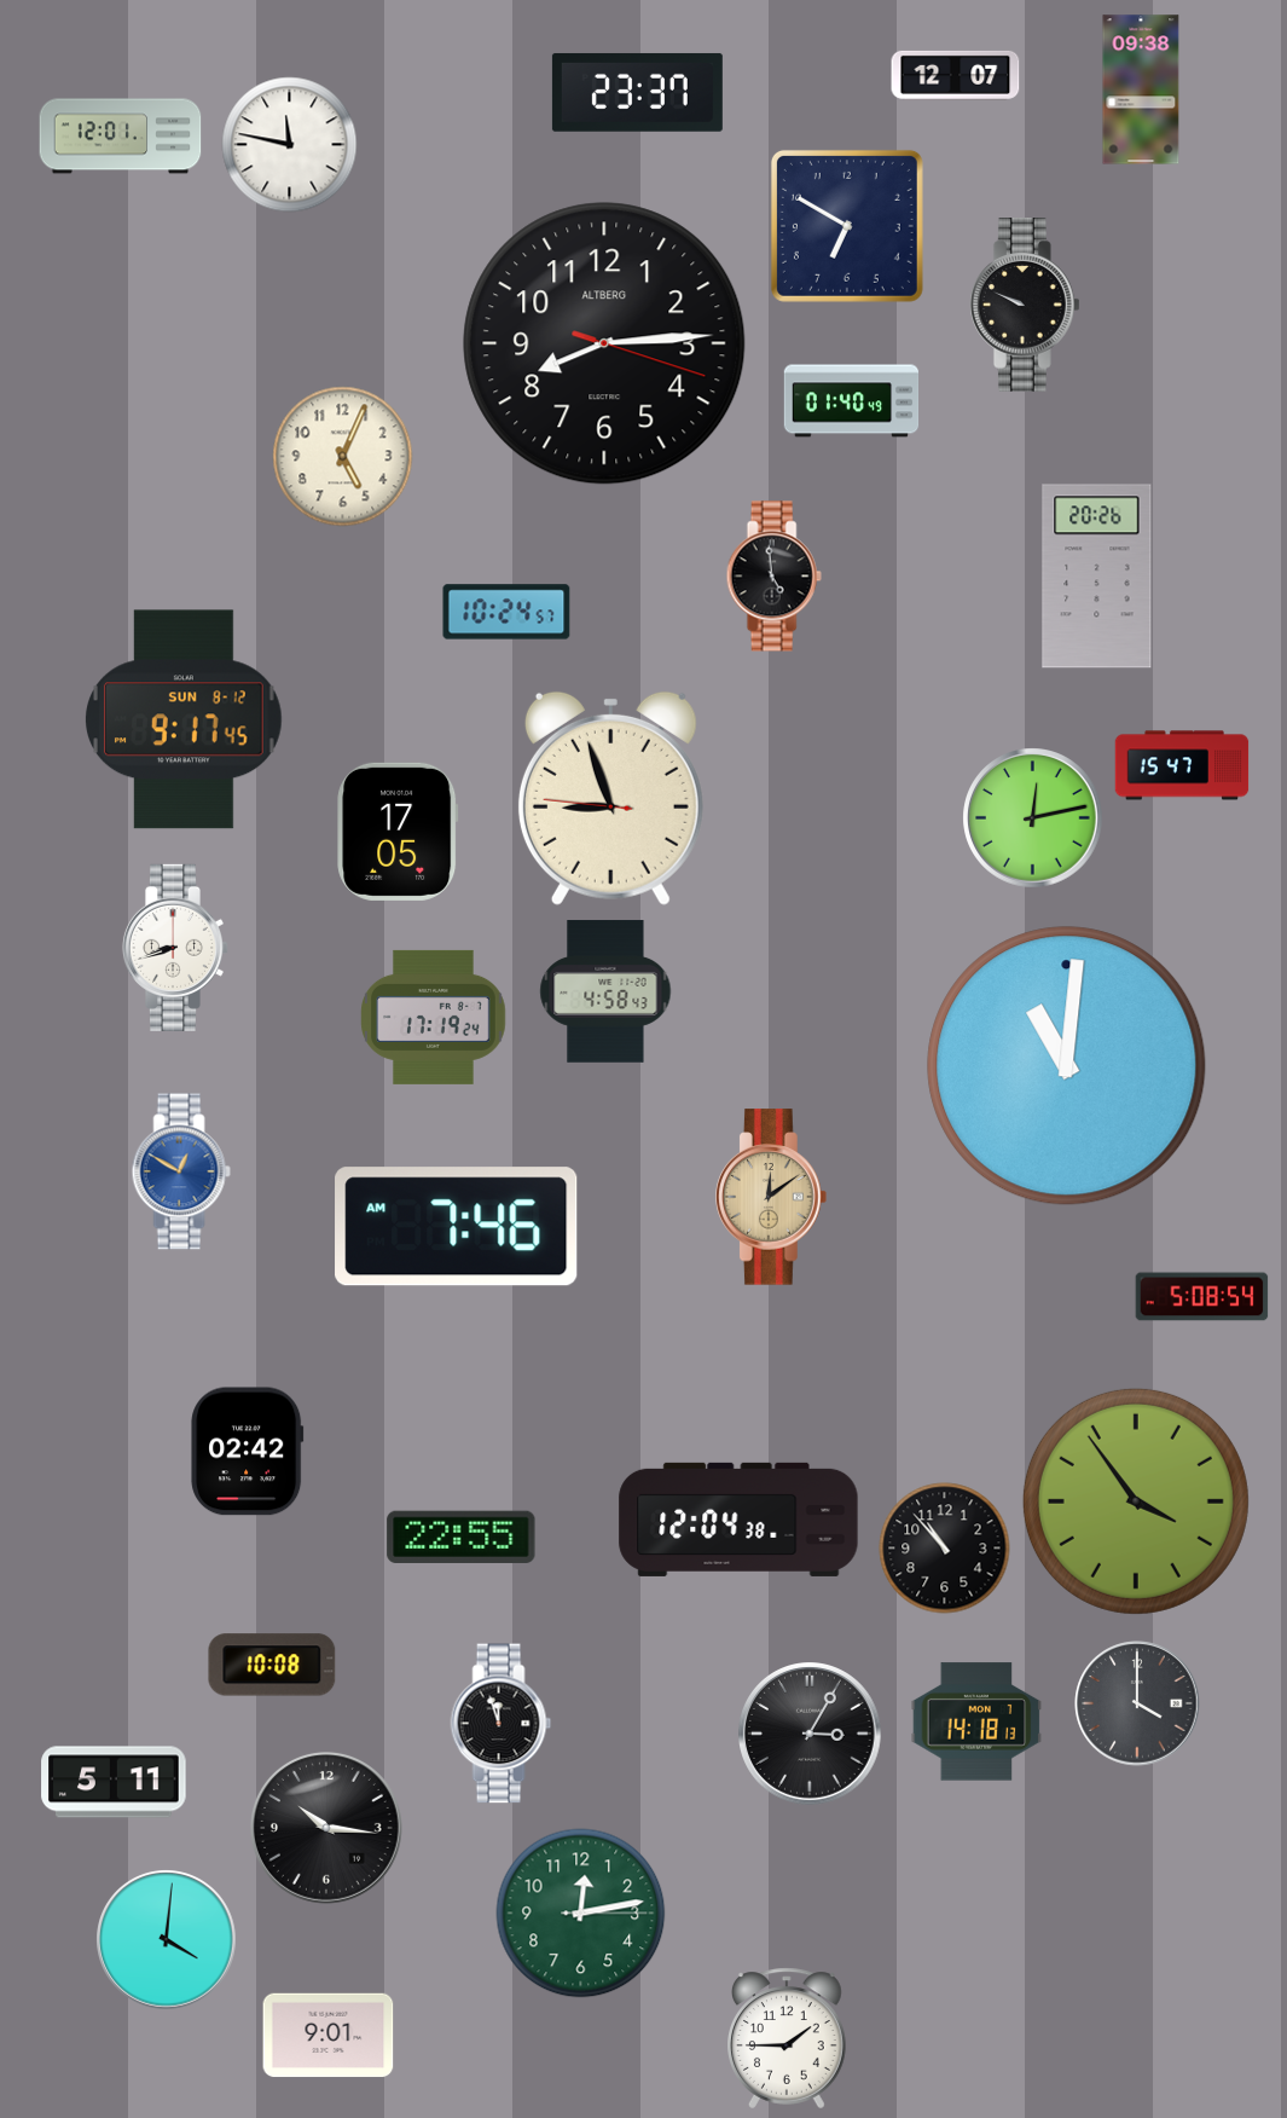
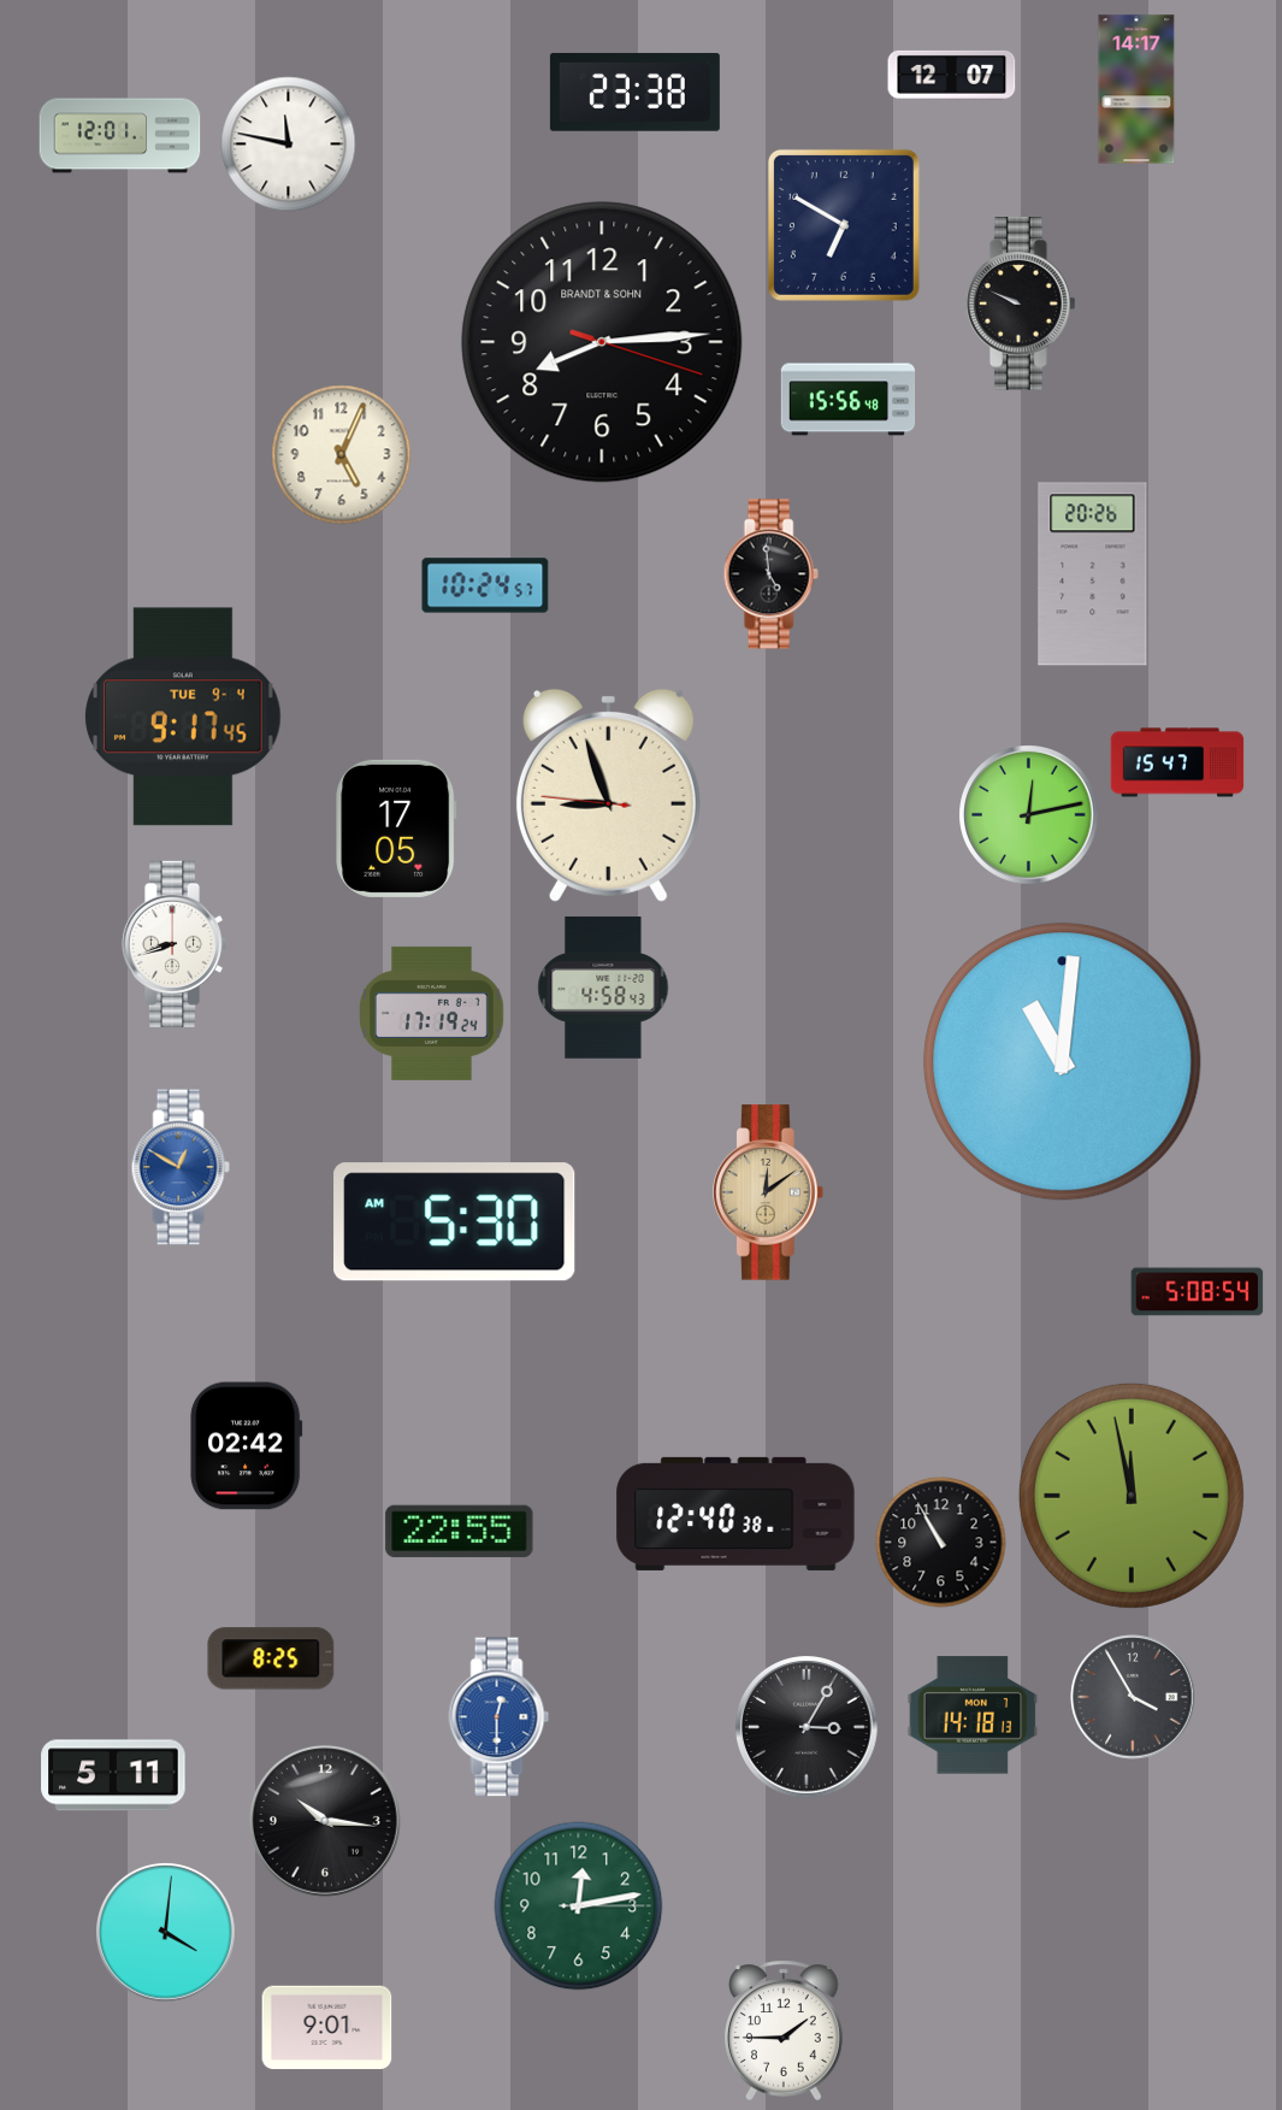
clock at (1141, 89): 09:38 -> 14:17
clock at (637, 93): 23:37 -> 23:38
clock at (604, 343) brand: ALTBERG -> BRANDT & SOHN
clock at (852, 401): 01:40 -> 15:56
clock at (506, 612) position: (506, 612) -> (485, 585)
clock at (185, 719) date: SUN 8-12 -> TUE 9-4
clock at (457, 1227): 7:46 -> 5:30
clock at (1136, 1501): 3:54 -> 11:58
clock at (738, 1520): 12:04 -> 12:40
clock at (945, 1549): 10:53 -> 10:55
clock at (272, 1665): 10:08 -> 8:25
clock at (1137, 1703): 4:00 -> 3:55
clock at (502, 1724): 11:57 -> 12:30
clock at (502, 1724) dial: black -> blue
